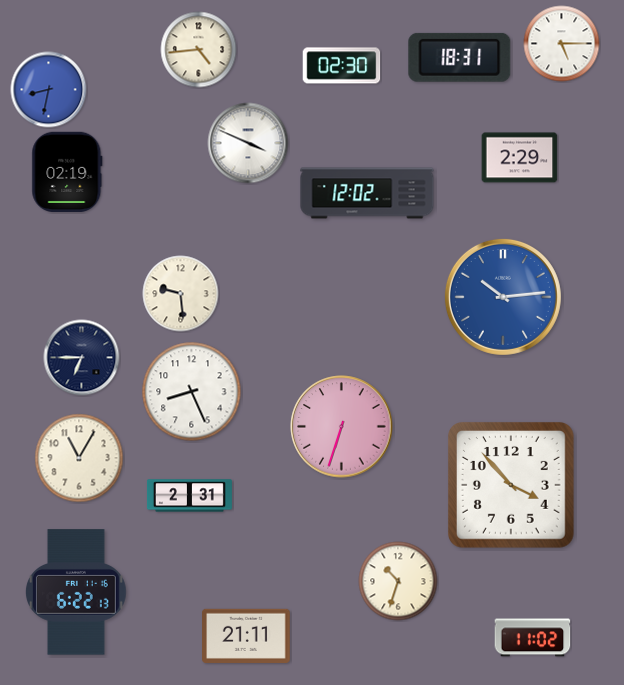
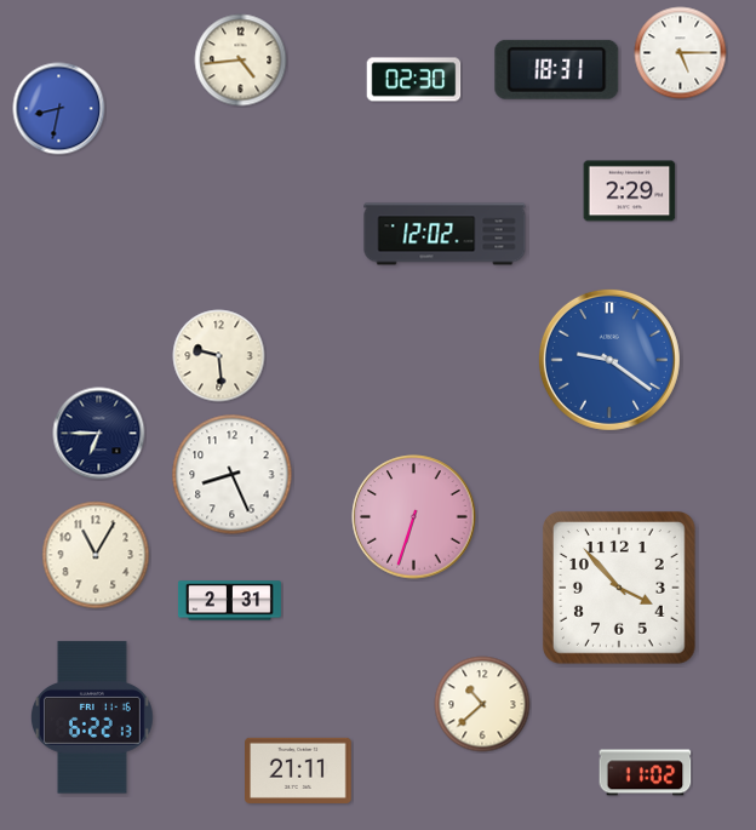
clock at (248, 143): 3:49 -> none
clock at (67, 171): 02:19 -> none
clock at (503, 297): 10:14 -> 9:21
clock at (398, 581): 10:33 -> 10:38
